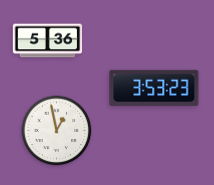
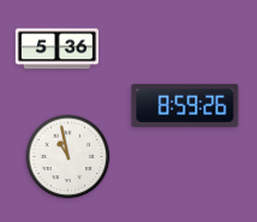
clock at (154, 88): 3:53 -> 8:59
clock at (57, 131): 12:58 -> 10:58
